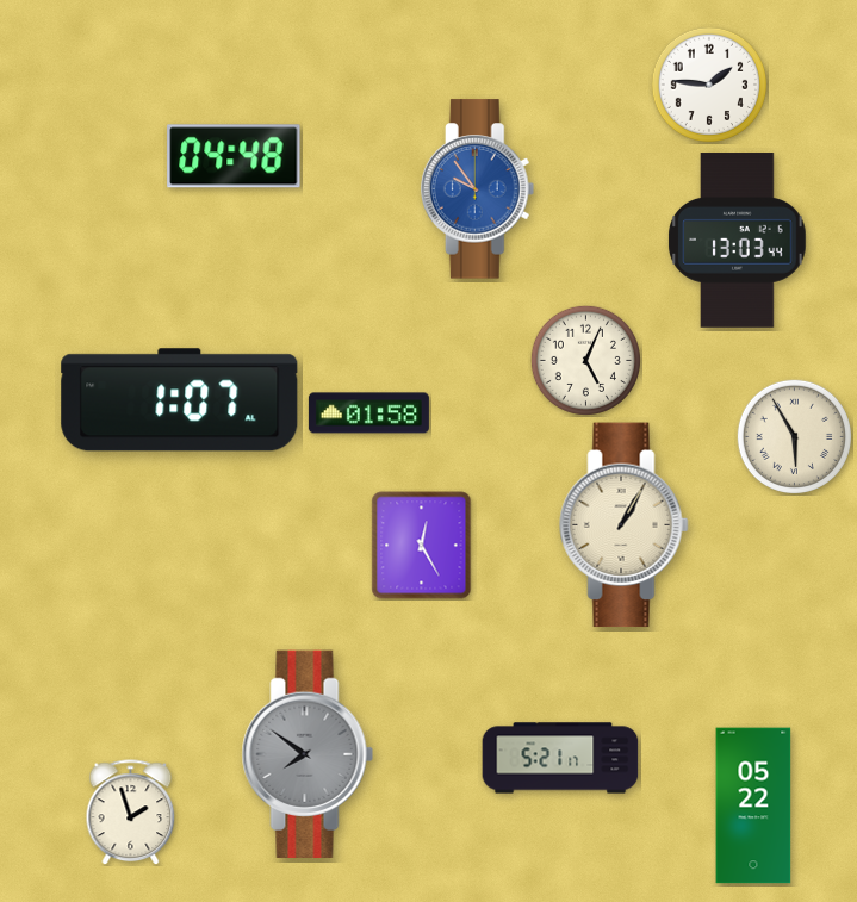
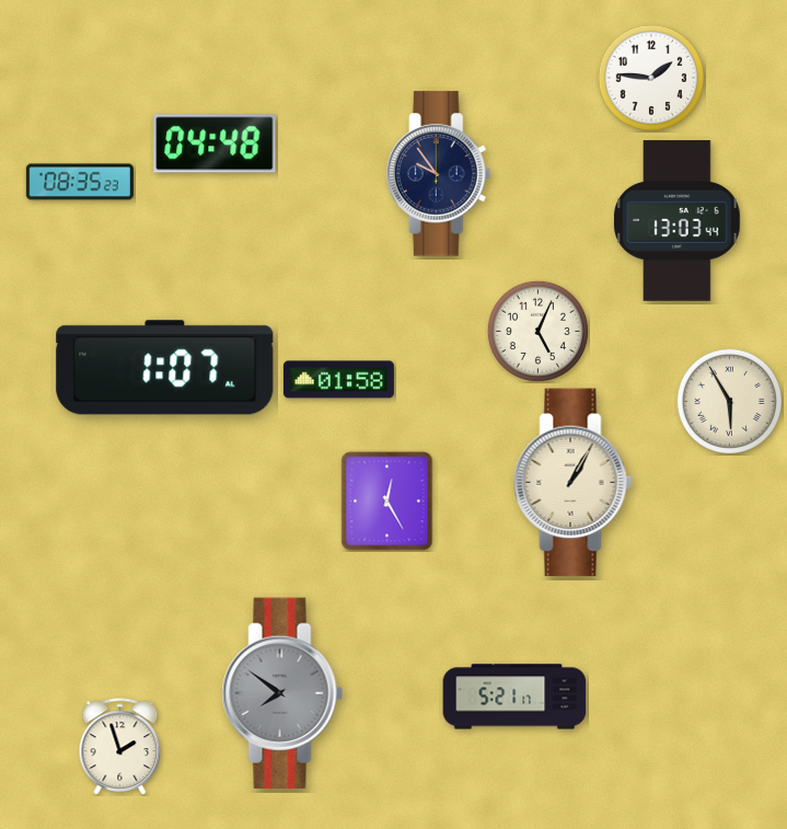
clock at (478, 189) dial: blue -> navy
clock at (80, 182): none -> 08:35
clock at (753, 805): 05:22 -> none
